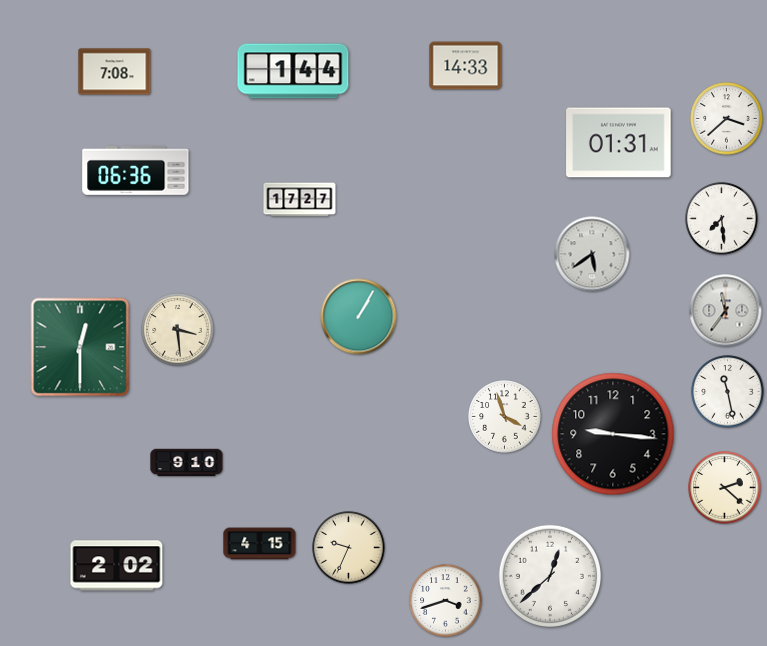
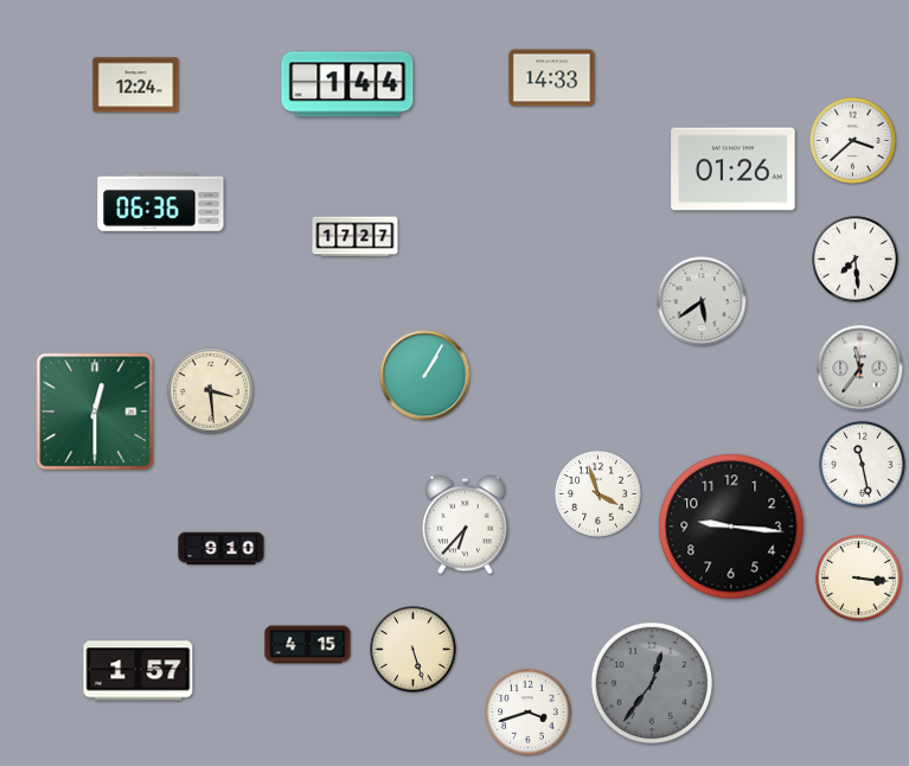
clock at (115, 72): 7:08 -> 12:24
clock at (727, 119) position: (727, 119) -> (853, 141)
clock at (619, 143): 01:31 -> 01:26
clock at (613, 434) position: (613, 434) -> (731, 526)
clock at (466, 525): none -> 6:37
clock at (725, 488): 2:22 -> 3:16
clock at (349, 548): 9:34 -> 5:27
clock at (117, 566): 2:02 -> 1:57
clock at (549, 575): 12:38 -> 12:36
clock at (549, 575) dial: white -> grey
